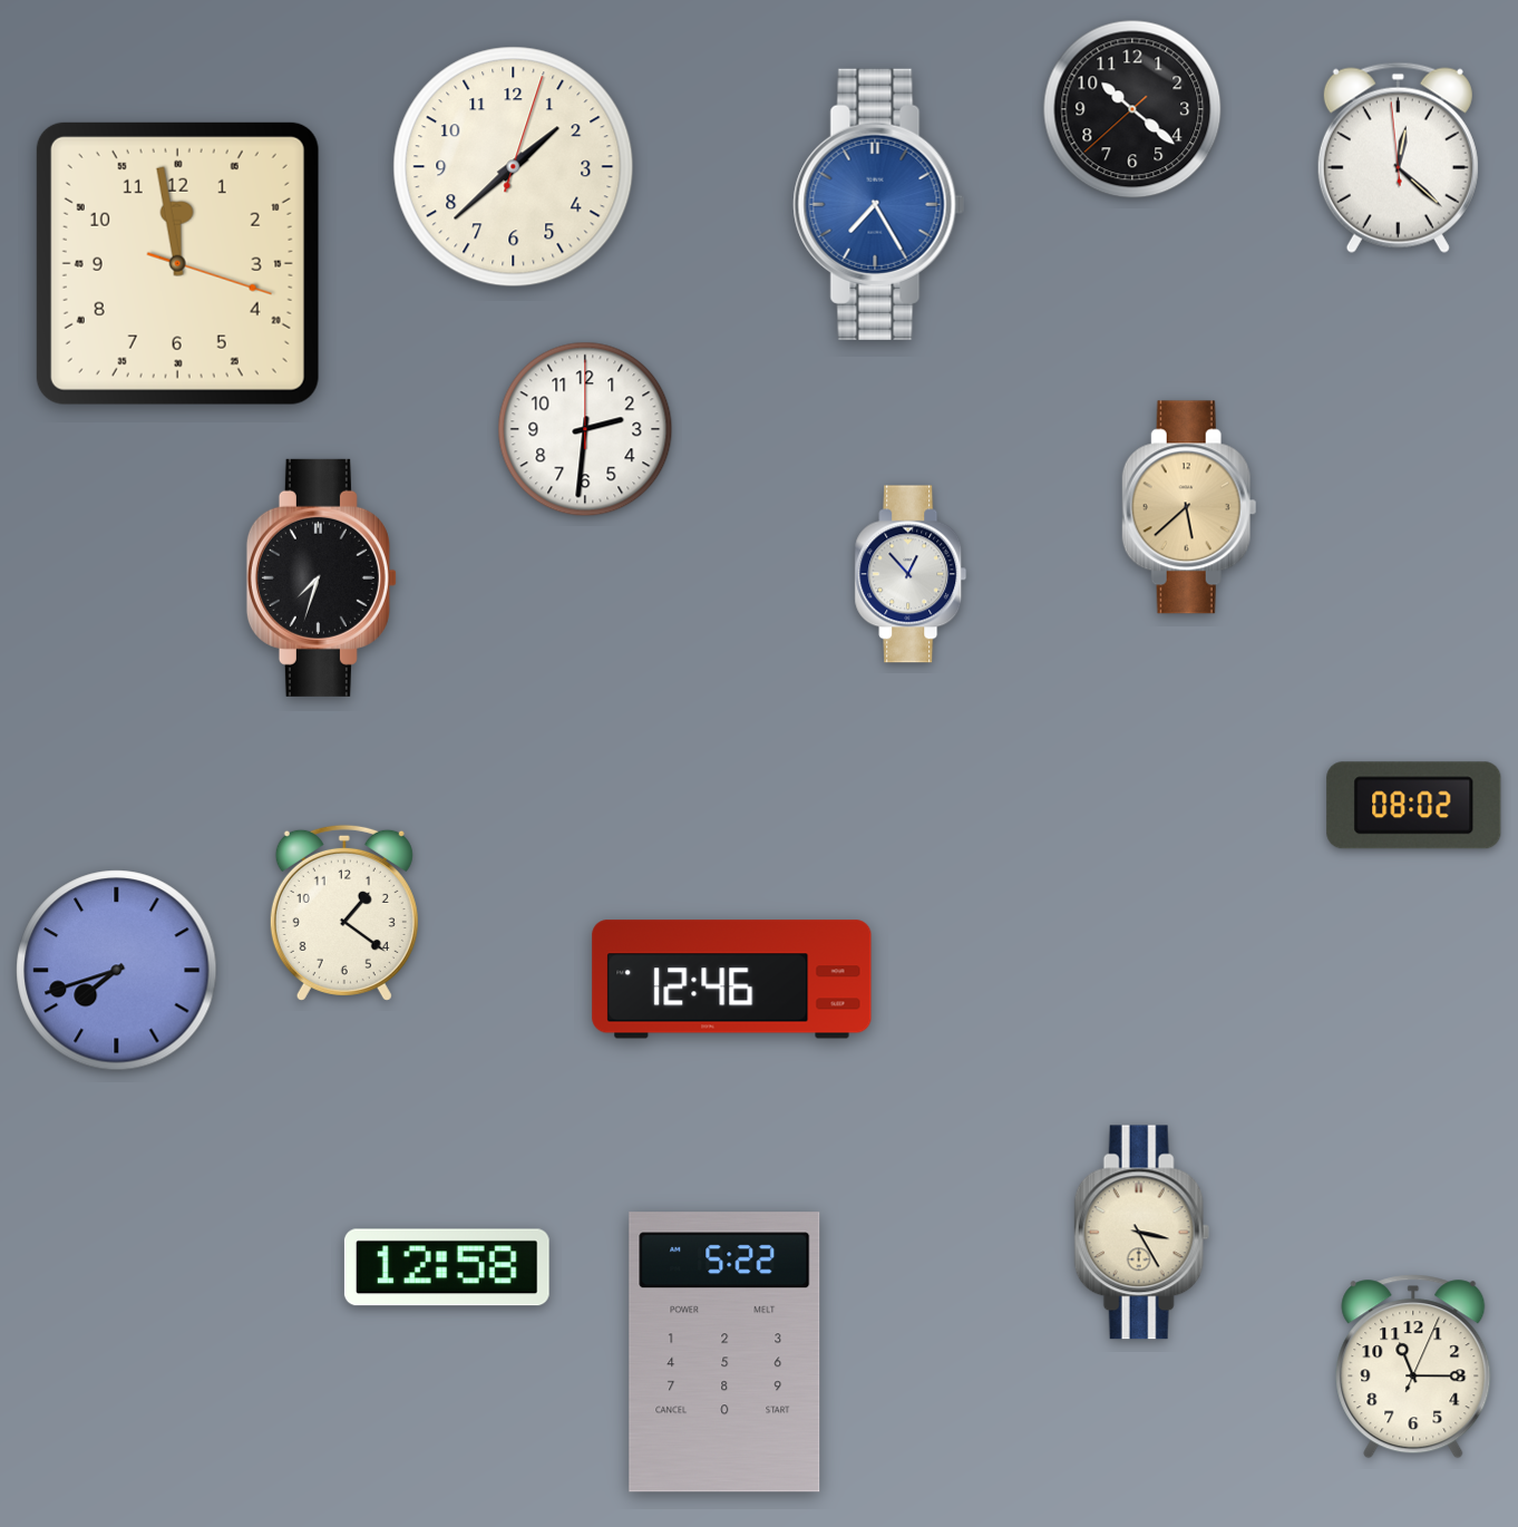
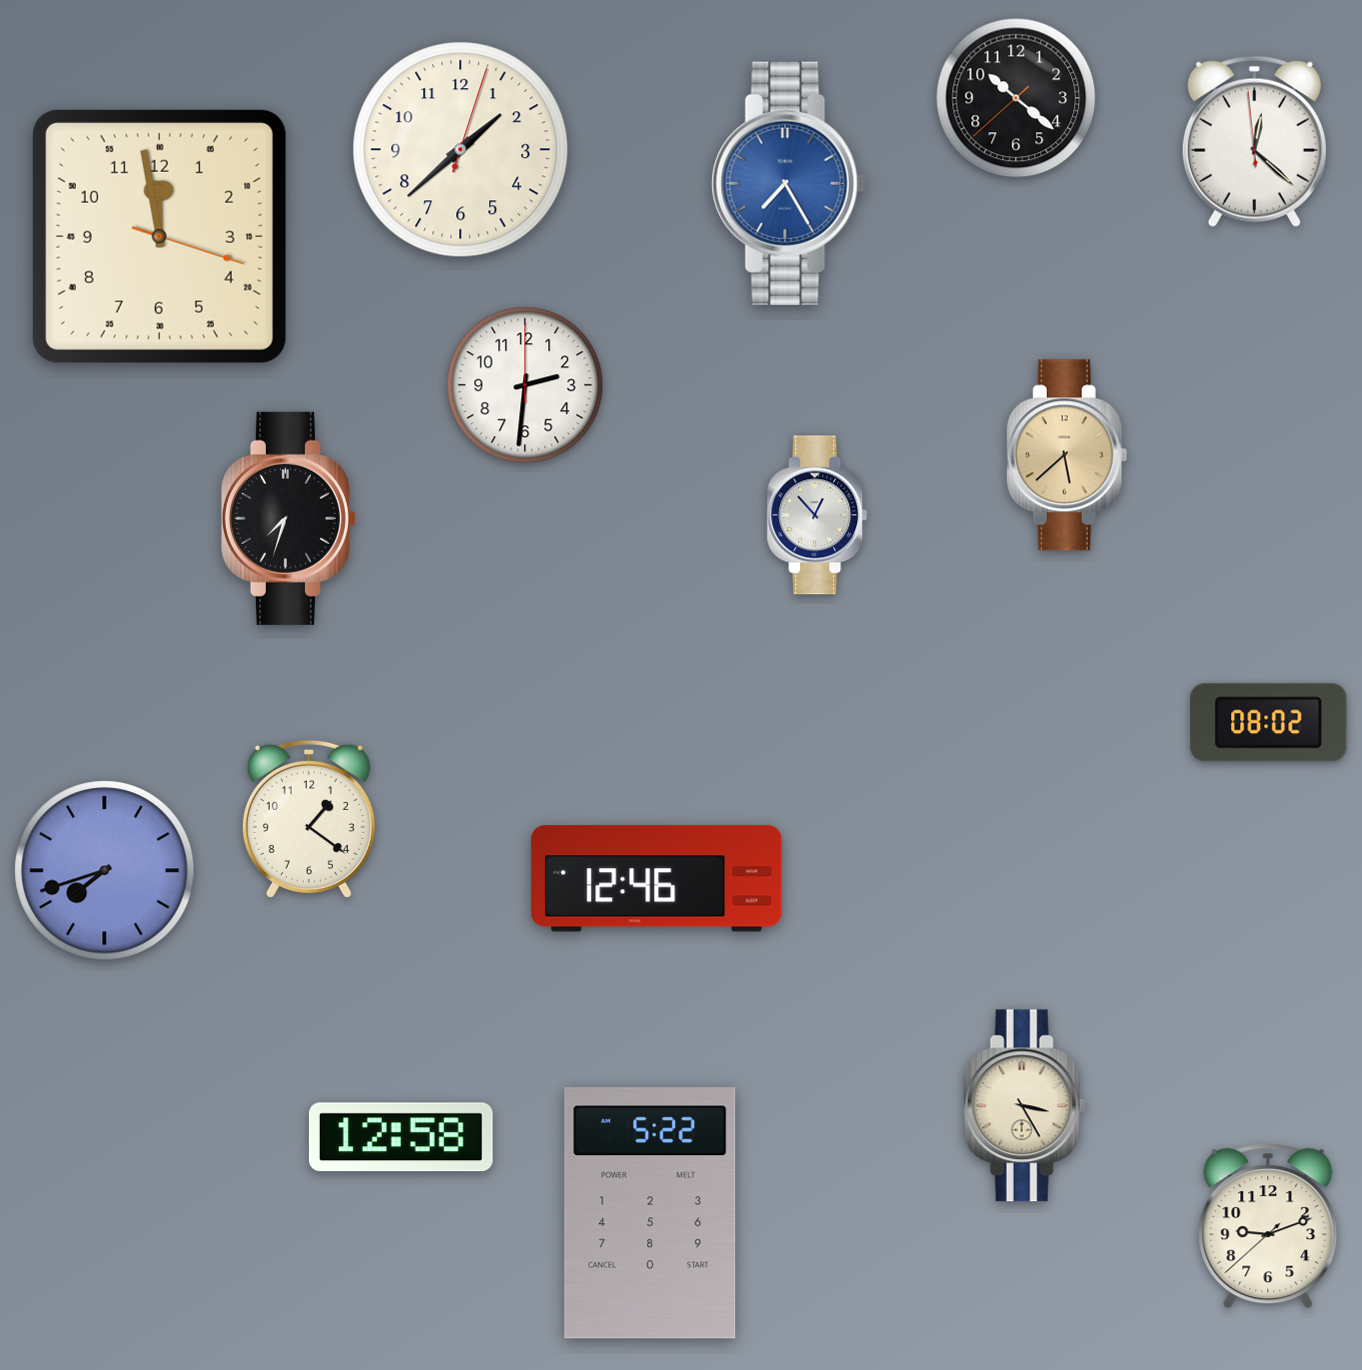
clock at (1413, 1366): 11:15 -> 9:11
